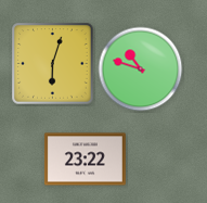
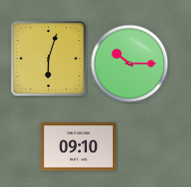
clock at (141, 69): 10:48 -> 10:15
clock at (85, 160): 23:22 -> 09:10
